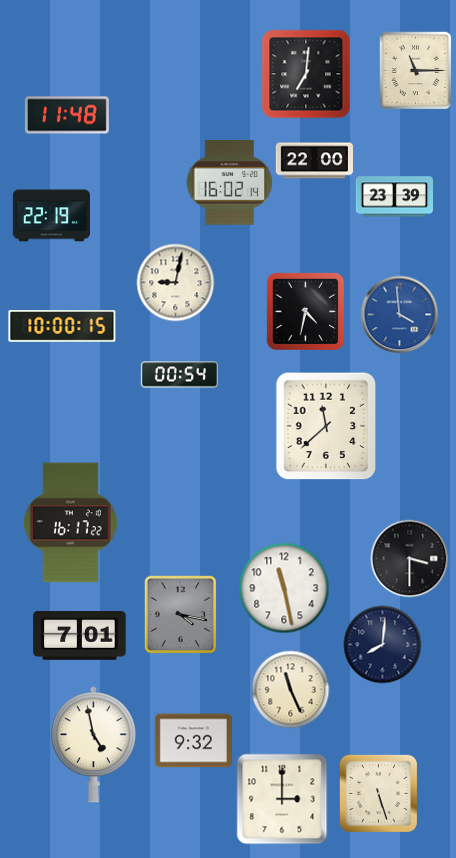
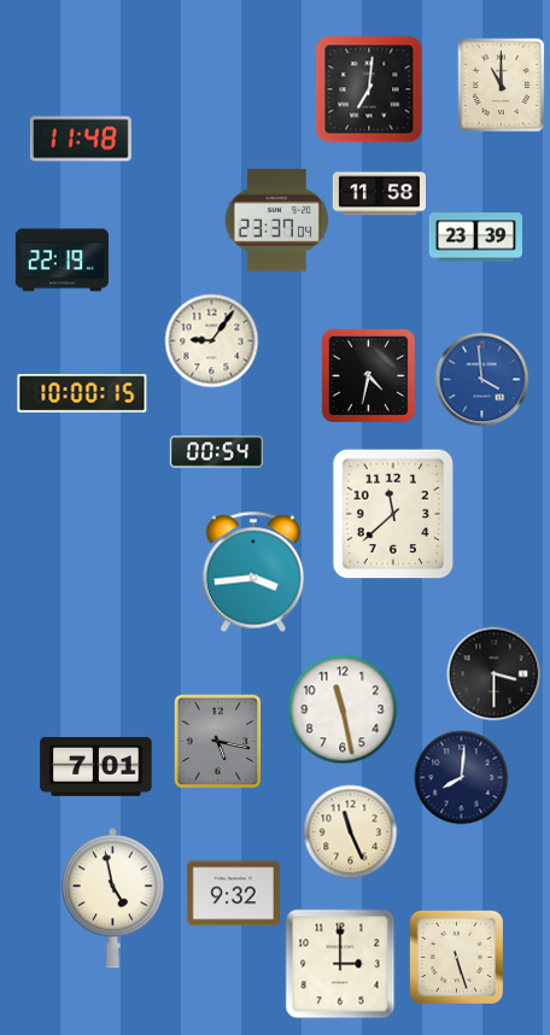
clock at (416, 70): 11:15 -> 11:00
clock at (314, 161): 22:00 -> 11:58
clock at (229, 183): 16:02 -> 23:37
clock at (175, 282): 9:02 -> 9:06
clock at (62, 327) position: (62, 327) -> (82, 394)
clock at (253, 572): none -> 3:44
clock at (70, 523): 16:17 -> none
clock at (181, 614): 4:17 -> 5:17
